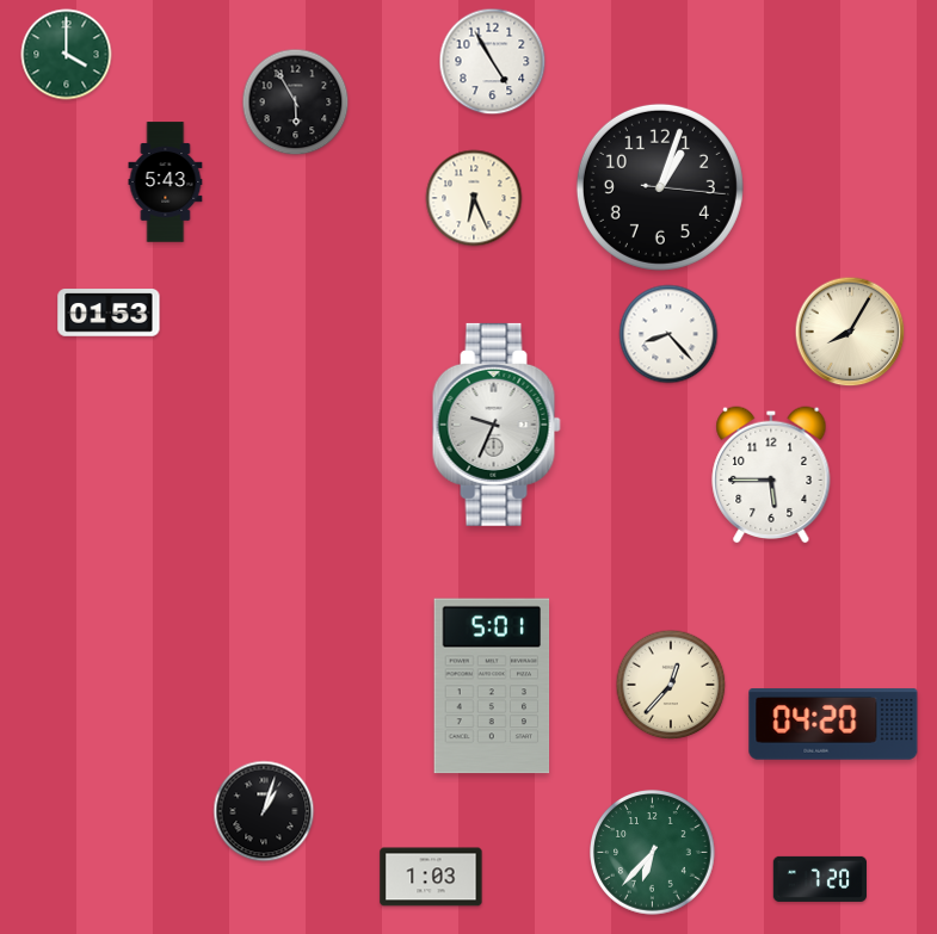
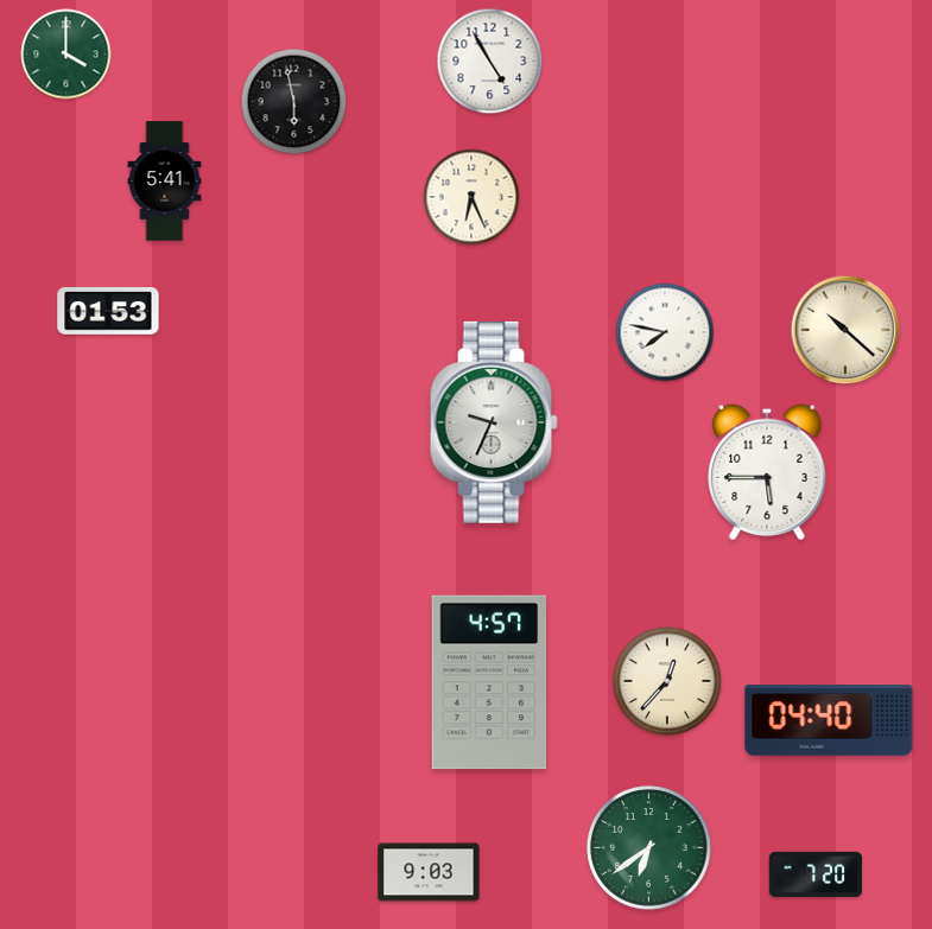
clock at (296, 103): 5:55 -> 5:58
clock at (166, 183): 5:43 -> 5:41
clock at (660, 187): 1:03 -> none
clock at (850, 332): 8:05 -> 10:22
clock at (668, 334): 8:23 -> 7:47
clock at (492, 686): 5:01 -> 4:57
clock at (833, 724): 04:20 -> 04:40
clock at (264, 811): 1:03 -> none
clock at (653, 853): 6:37 -> 6:39
clock at (431, 877): 1:03 -> 9:03
